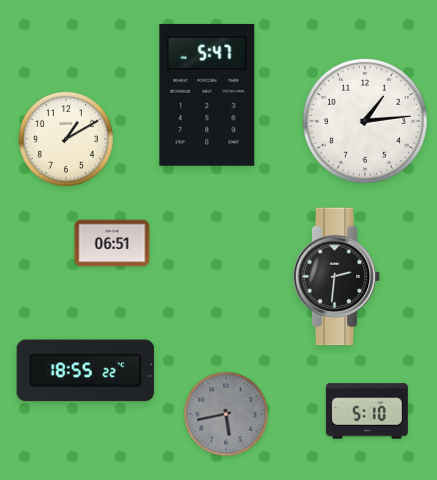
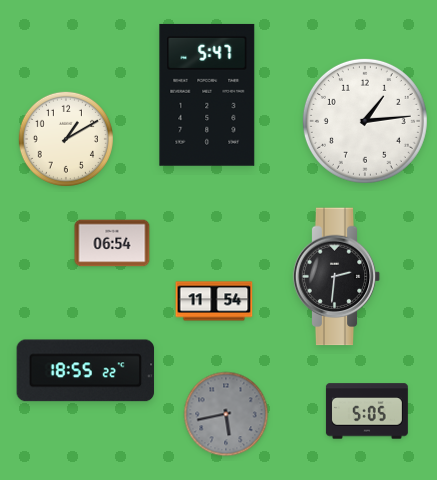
clock at (112, 243): 06:51 -> 06:54
clock at (214, 301): none -> 11:54
clock at (367, 411): 5:10 -> 5:05
